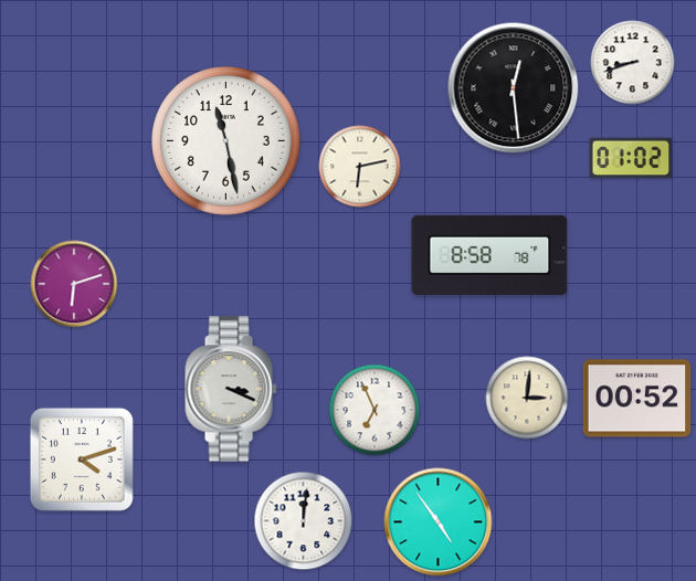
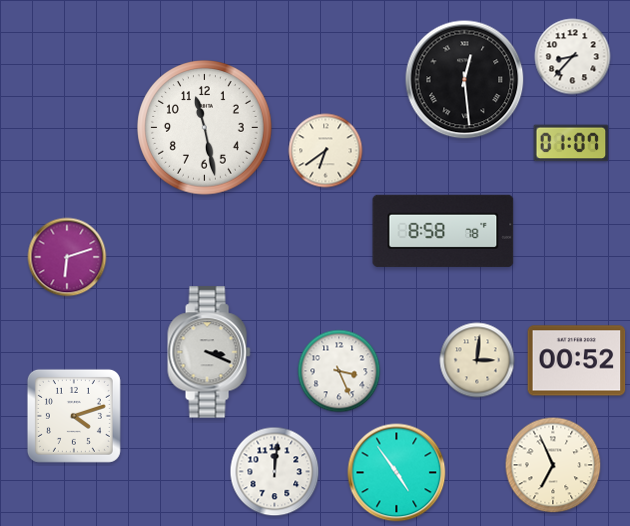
clock at (633, 63): 8:42 -> 8:37
clock at (631, 158): 01:02 -> 01:07
clock at (360, 167): 6:13 -> 6:39
clock at (375, 410): 6:56 -> 3:26
clock at (553, 465): none -> 6:56
